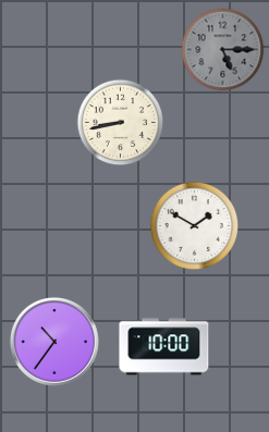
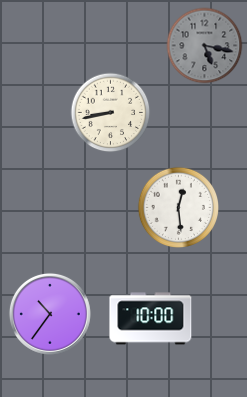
clock at (223, 50): 5:15 -> 5:17
clock at (194, 225): 1:50 -> 12:29
